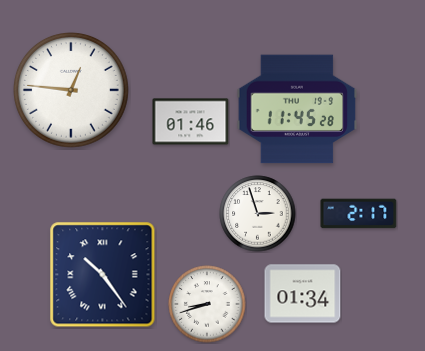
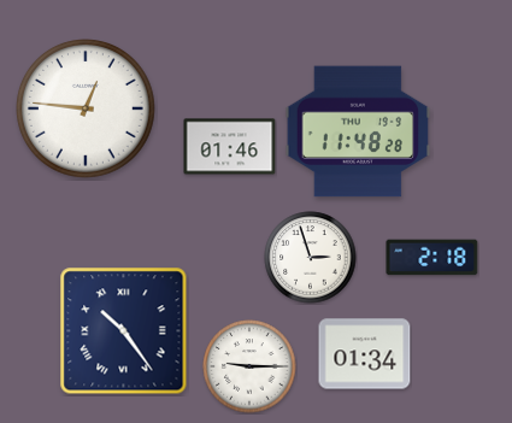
clock at (297, 109): 11:45 -> 11:48
clock at (359, 214): 2:17 -> 2:18
clock at (207, 304): 8:42 -> 9:15
